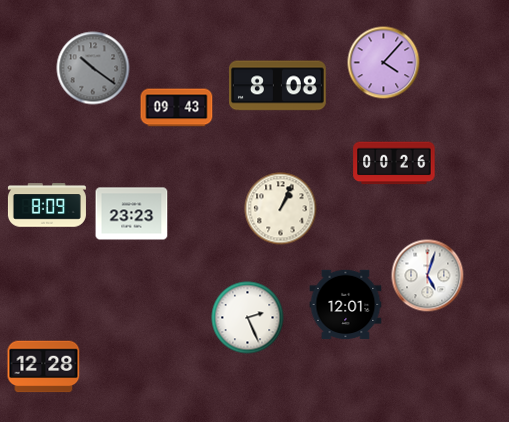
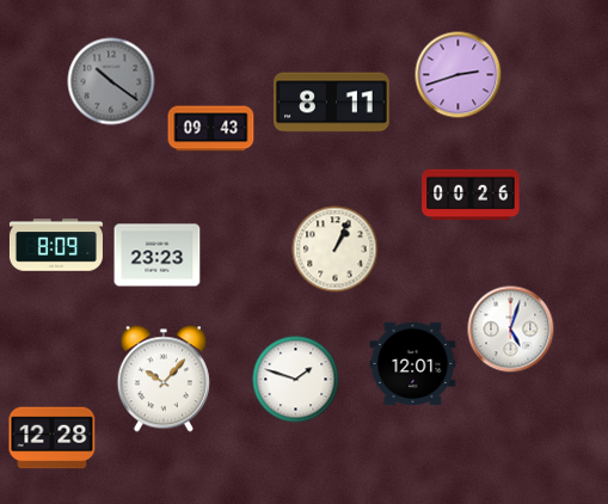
clock at (384, 63): 4:07 -> 2:42
clock at (278, 86): 8:08 -> 8:11
clock at (164, 379): none -> 10:07
clock at (248, 318): 2:26 -> 1:48
